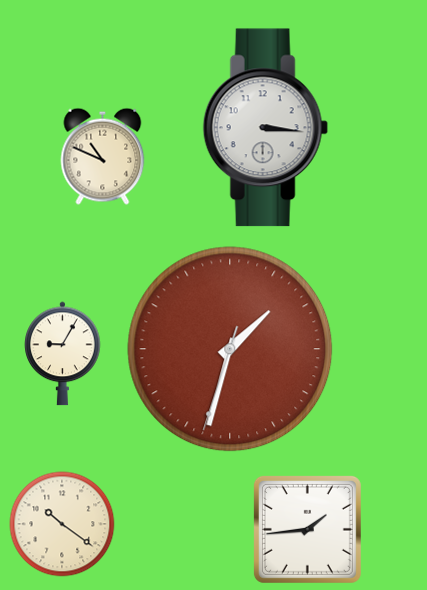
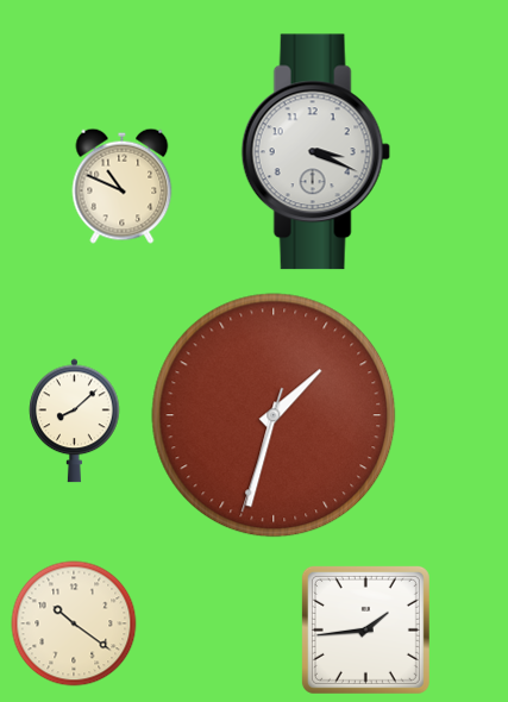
clock at (265, 128): 3:16 -> 3:19
clock at (63, 354): 9:05 -> 8:08
